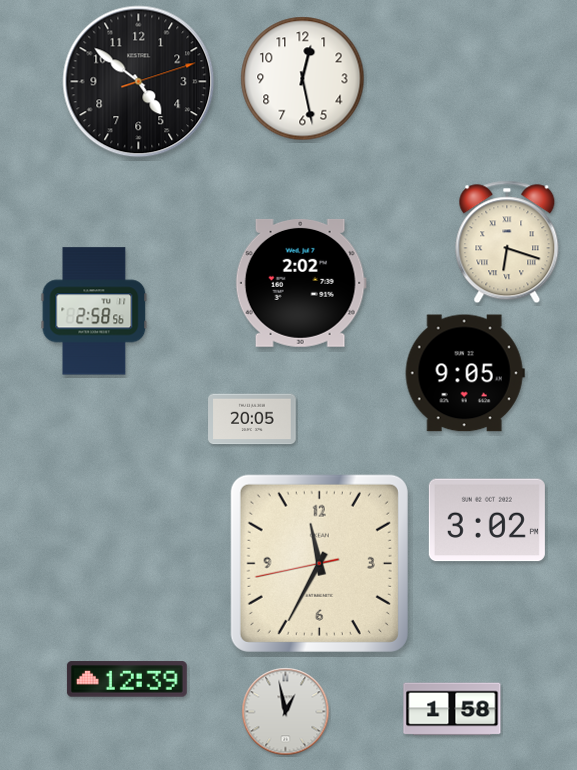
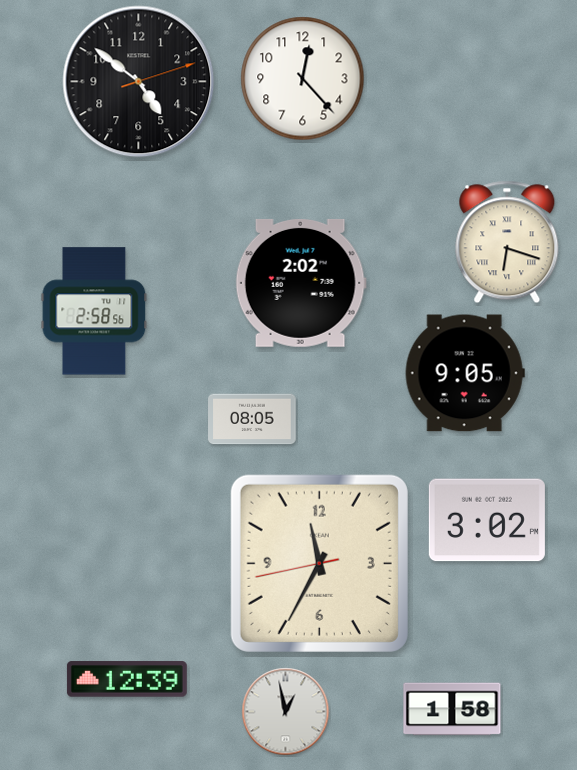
clock at (303, 79): 12:28 -> 12:23
clock at (252, 419): 20:05 -> 08:05
